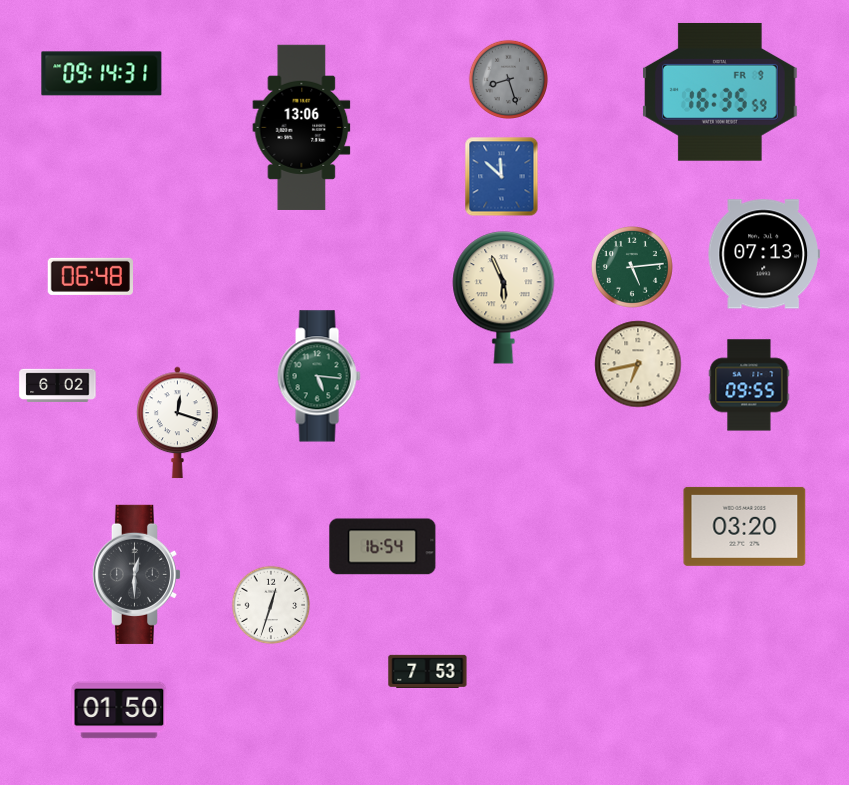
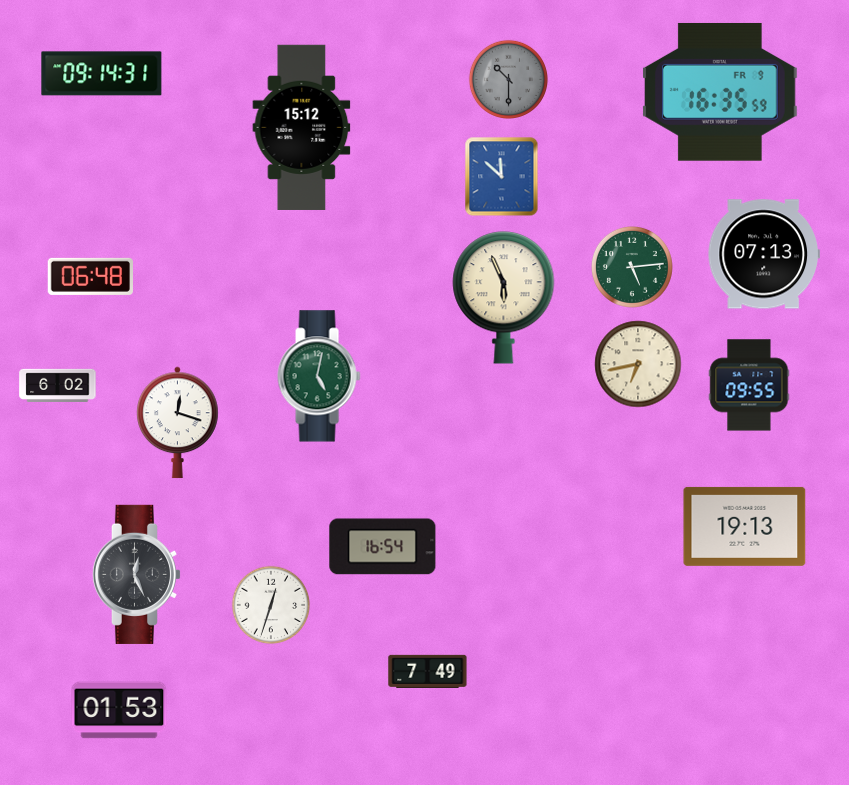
clock at (508, 79): 8:27 -> 10:30
clock at (302, 127): 13:06 -> 15:12
clock at (319, 376): 5:16 -> 5:02
clock at (745, 526): 03:20 -> 19:13
clock at (136, 574): 12:30 -> 12:26
clock at (428, 671): 7:53 -> 7:49
clock at (119, 710): 01:50 -> 01:53
